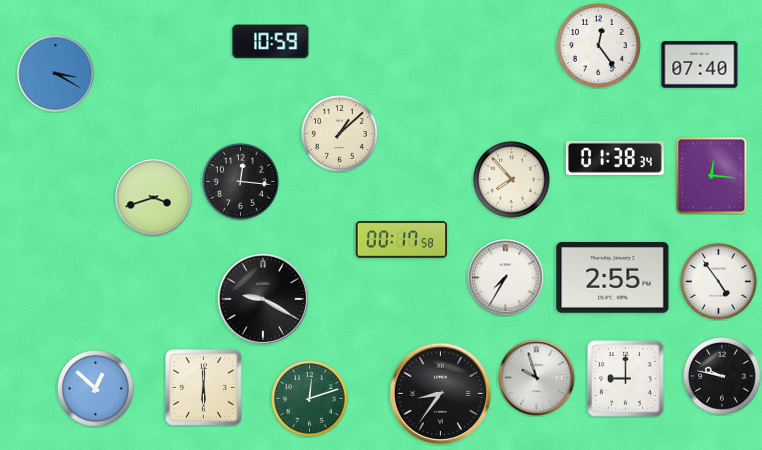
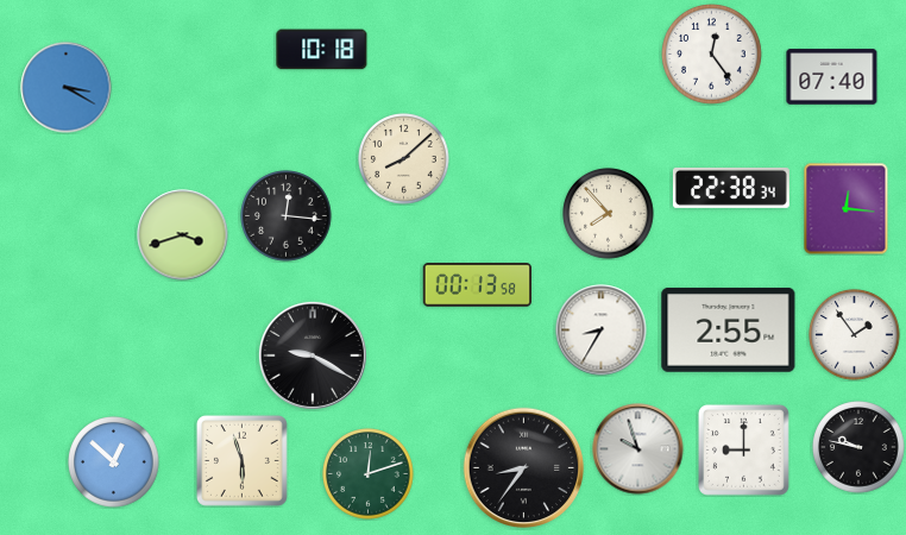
clock at (271, 42): 10:59 -> 10:18
clock at (340, 134): 1:08 -> 8:08
clock at (615, 158): 01:38 -> 22:38
clock at (402, 240): 00:17 -> 00:13
clock at (506, 278): 7:35 -> 8:35
clock at (719, 282): 4:54 -> 1:54
clock at (203, 387): 6:00 -> 5:57
